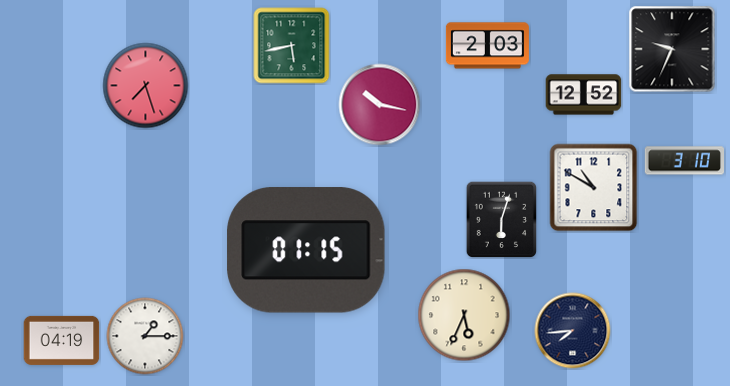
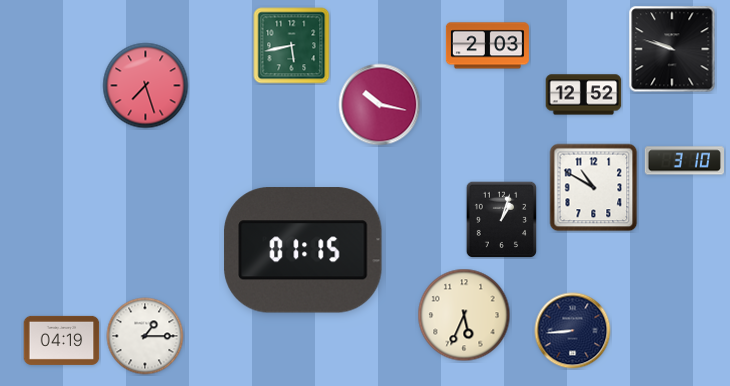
clock at (672, 49): 9:34 -> 9:48
clock at (502, 219): 6:03 -> 1:03
clock at (306, 250) position: (306, 250) -> (303, 250)
clock at (573, 331): 7:44 -> 8:44
